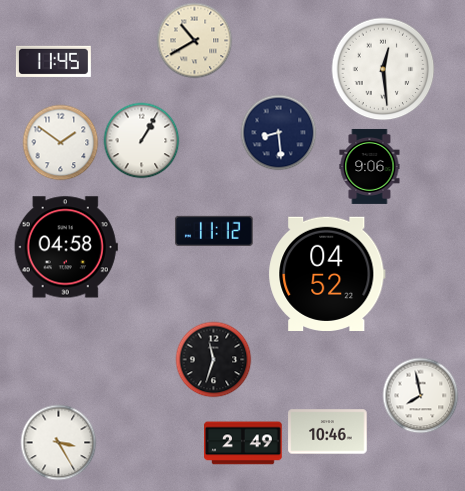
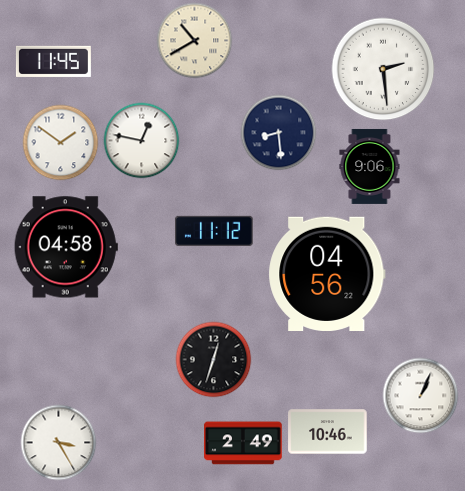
clock at (383, 69): 12:29 -> 2:29
clock at (142, 141): 1:05 -> 12:47
clock at (327, 273): 04:52 -> 04:56
clock at (214, 360): 11:33 -> 12:33
clock at (421, 396): 7:58 -> 1:04
